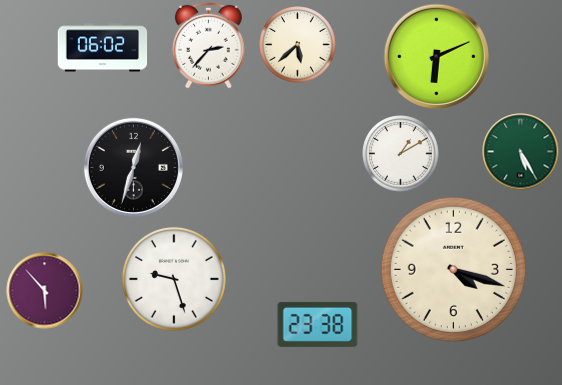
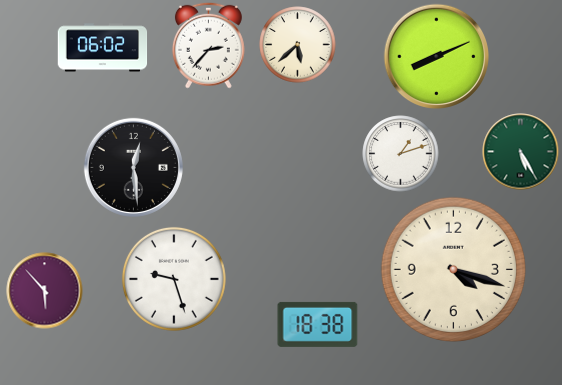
clock at (437, 57): 6:11 -> 8:11
clock at (401, 154): 1:10 -> 1:12
clock at (133, 167): 12:33 -> 12:29
clock at (318, 324): 23:38 -> 18:38
